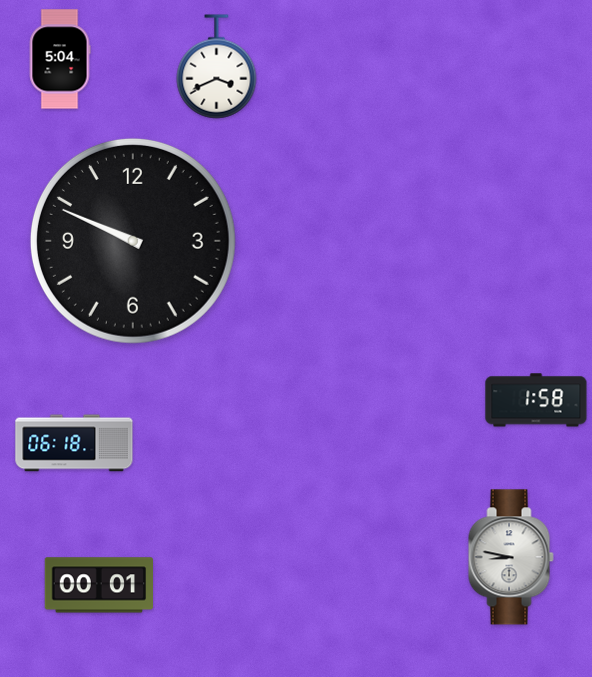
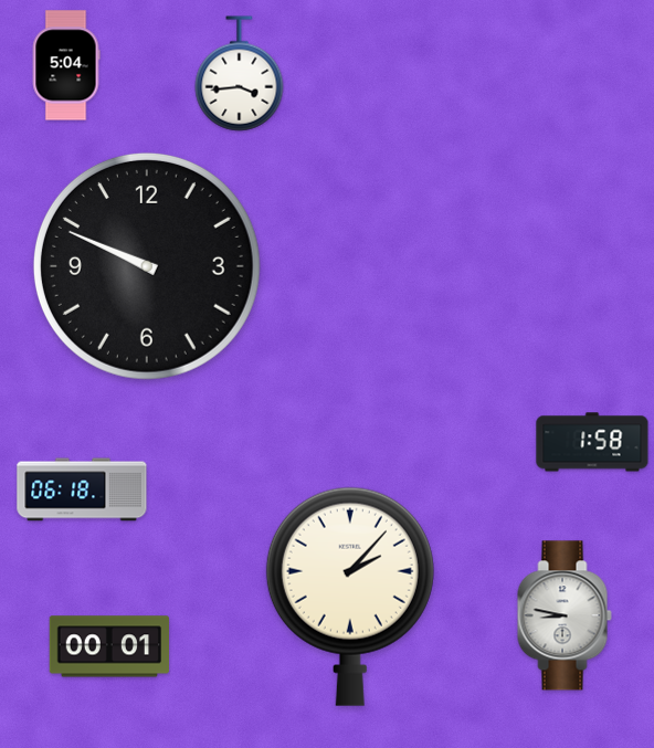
clock at (217, 67): 3:41 -> 3:44
clock at (350, 597): none -> 2:07
